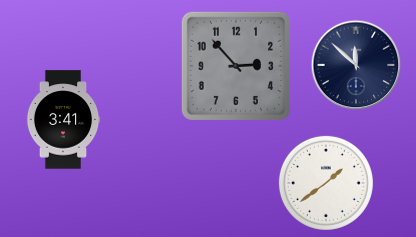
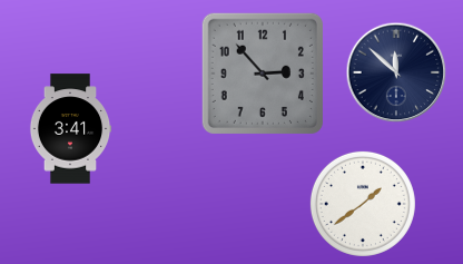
clock at (63, 120) position: (63, 120) -> (70, 129)
